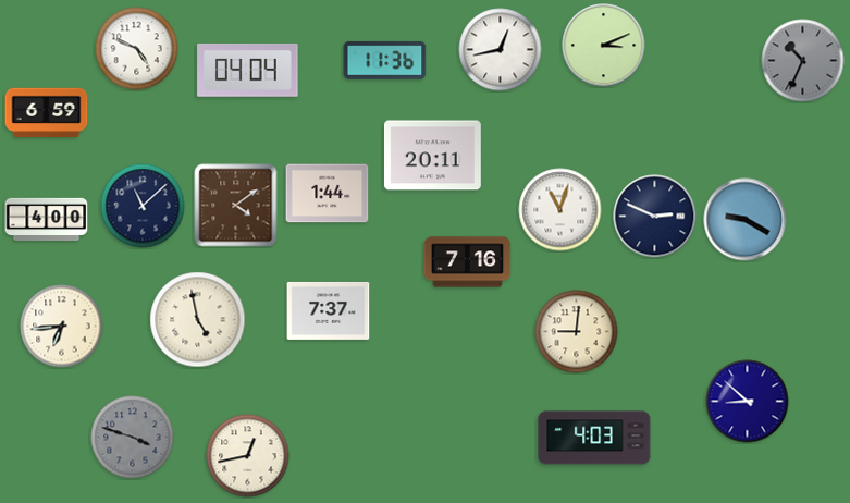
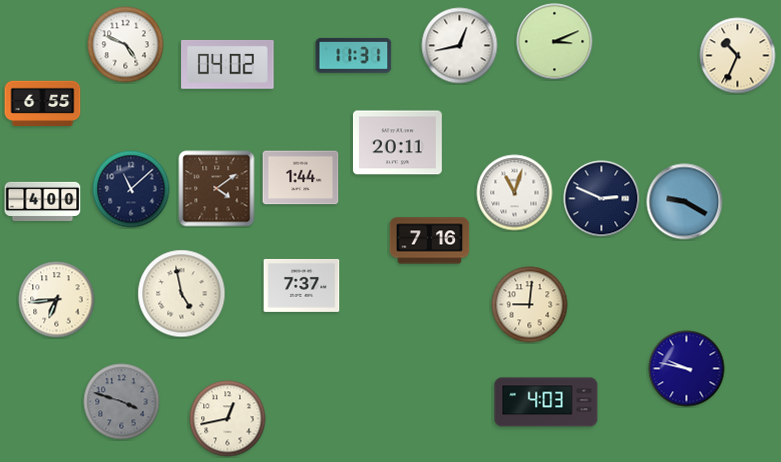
clock at (385, 60): 11:36 -> 11:31
clock at (803, 61) dial: grey -> cream
clock at (248, 70): 04:04 -> 04:02
clock at (47, 112): 6:59 -> 6:55
clock at (748, 402): 8:52 -> 9:47
